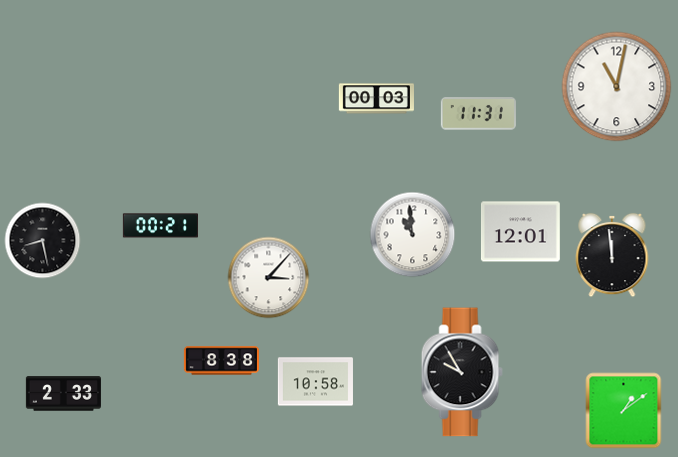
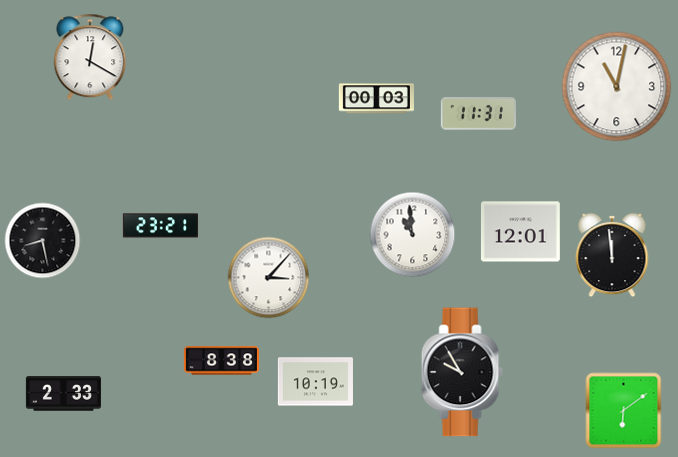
clock at (90, 57): none -> 12:20
clock at (160, 226): 00:21 -> 23:21
clock at (315, 382): 10:58 -> 10:19
clock at (624, 411): 1:09 -> 6:09
